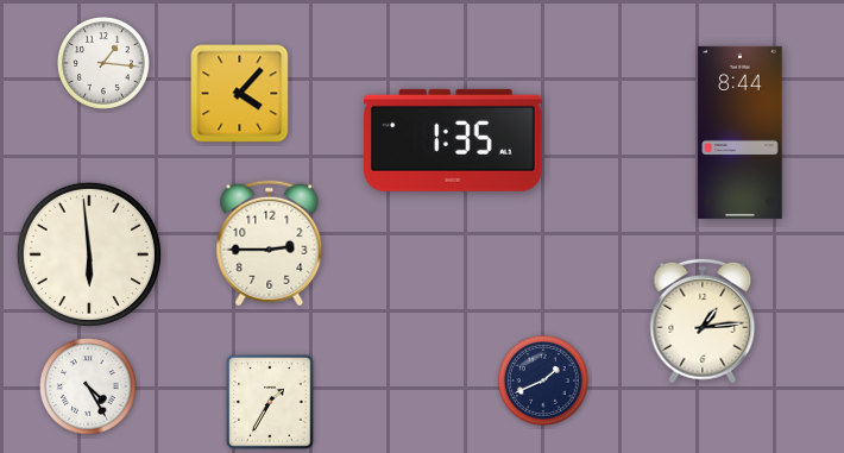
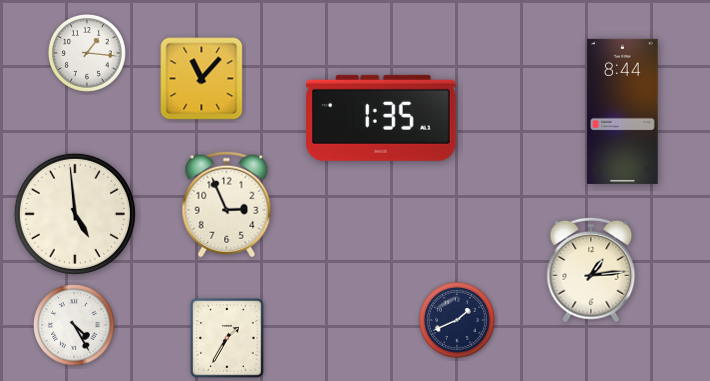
clock at (240, 94): 4:07 -> 11:07
clock at (270, 244): 2:45 -> 2:56
clock at (89, 254): 5:59 -> 4:59
